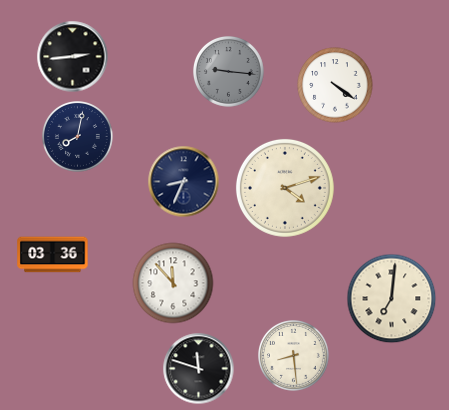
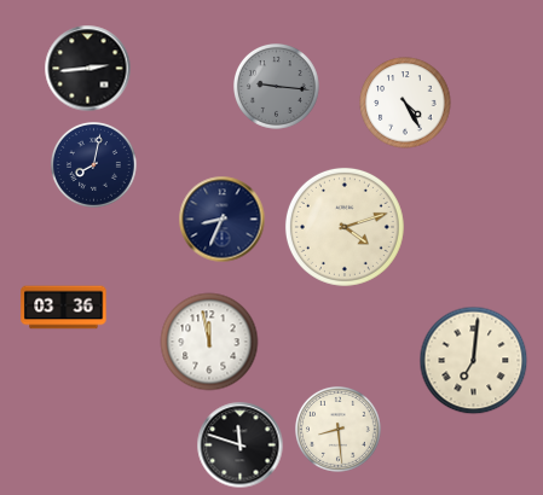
clock at (335, 85): 4:21 -> 4:25
clock at (173, 283): 11:53 -> 11:58
clock at (294, 356) position: (294, 356) -> (339, 430)
